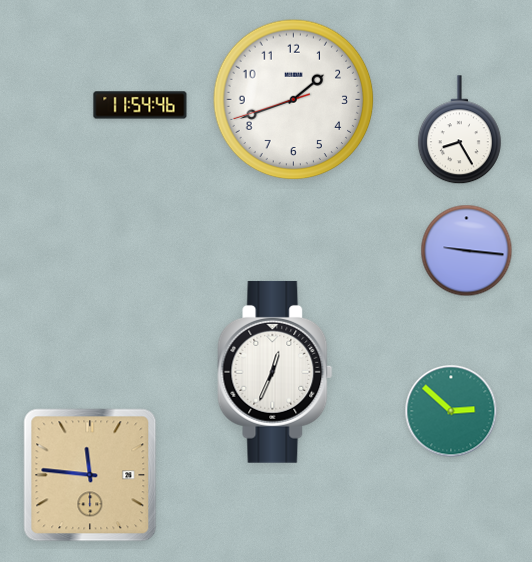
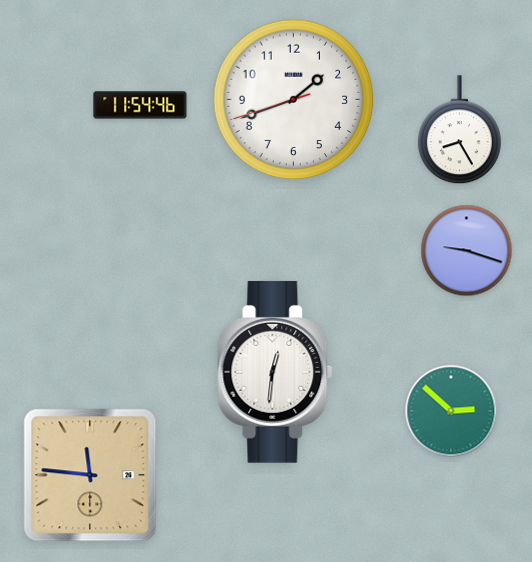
clock at (467, 251): 9:16 -> 9:18
clock at (275, 372): 12:34 -> 12:31
